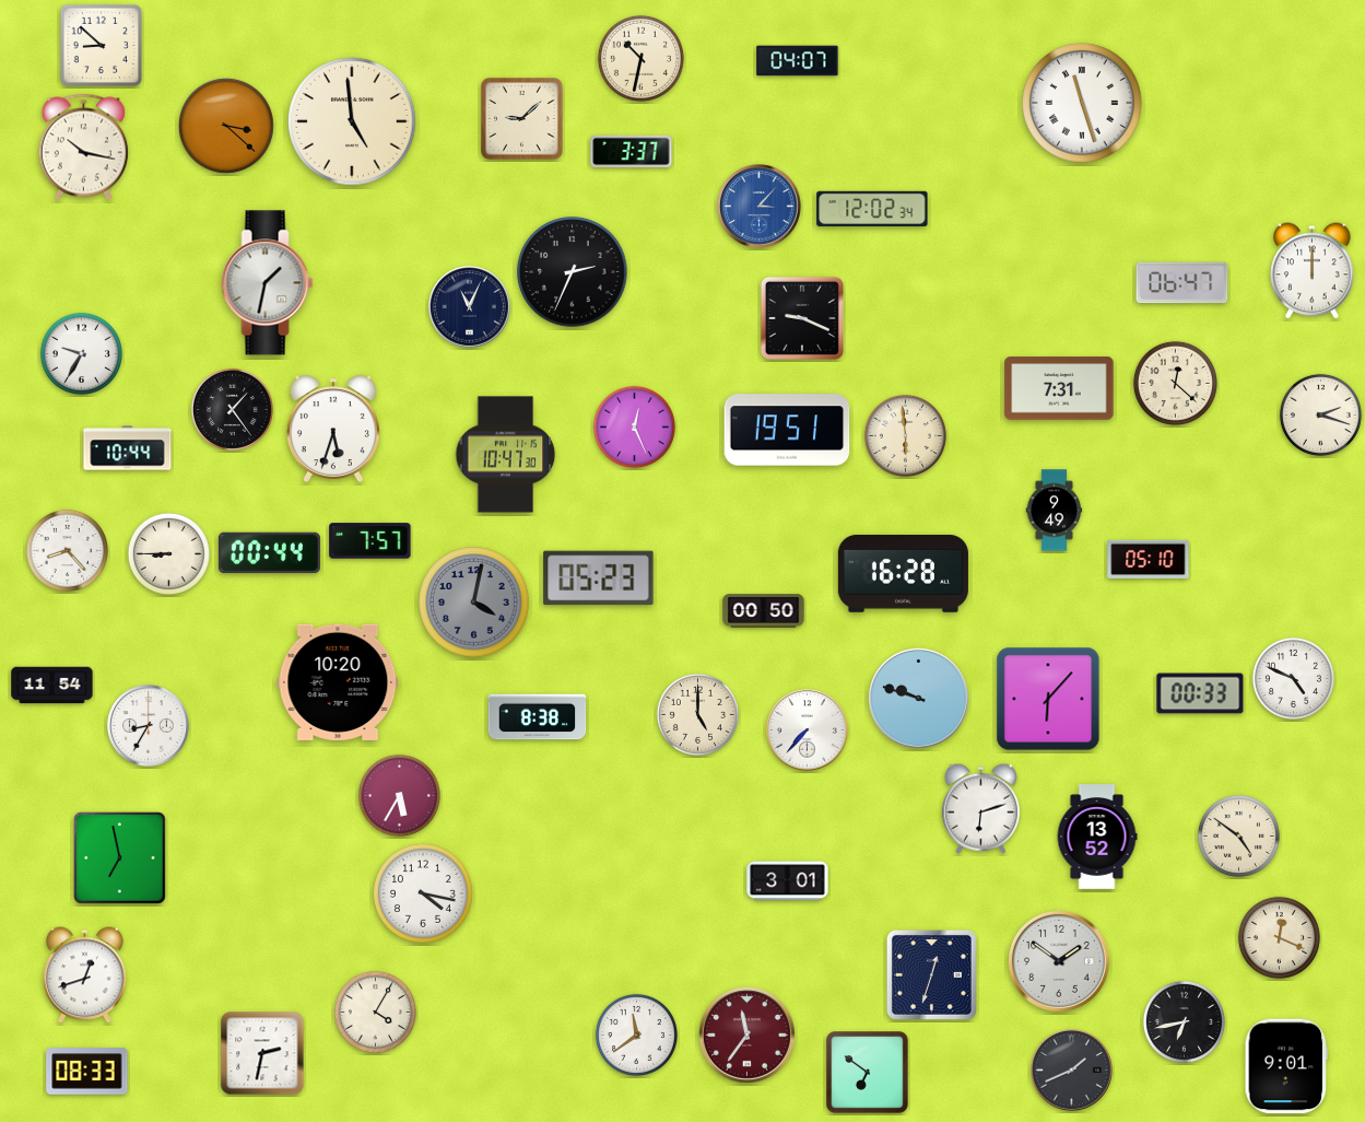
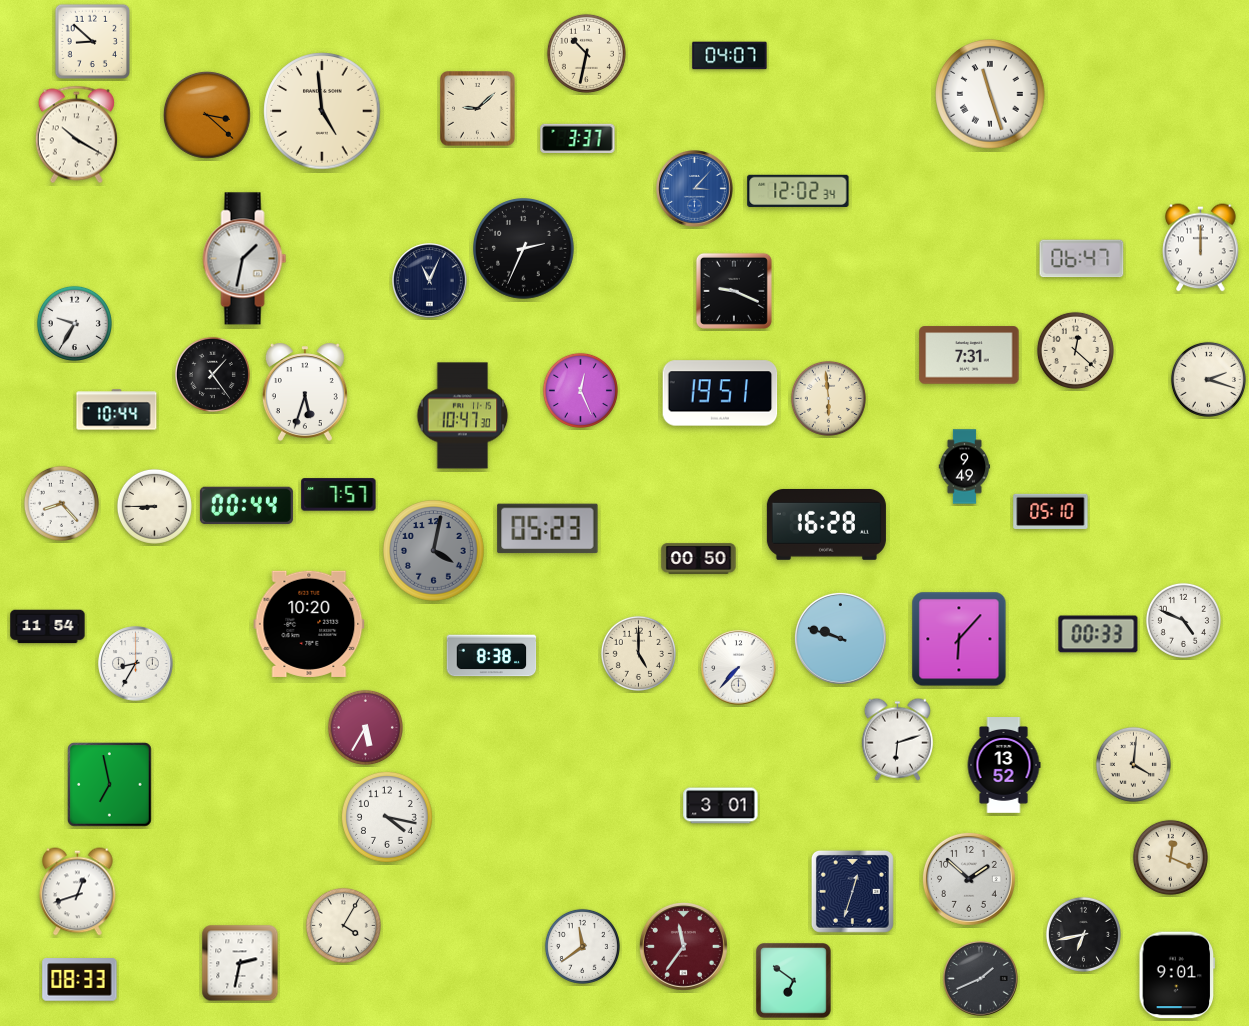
clock at (83, 148): 10:17 -> 10:20
clock at (1238, 835): 4:51 -> 4:01
clock at (1059, 961): 1:51 -> 1:52
